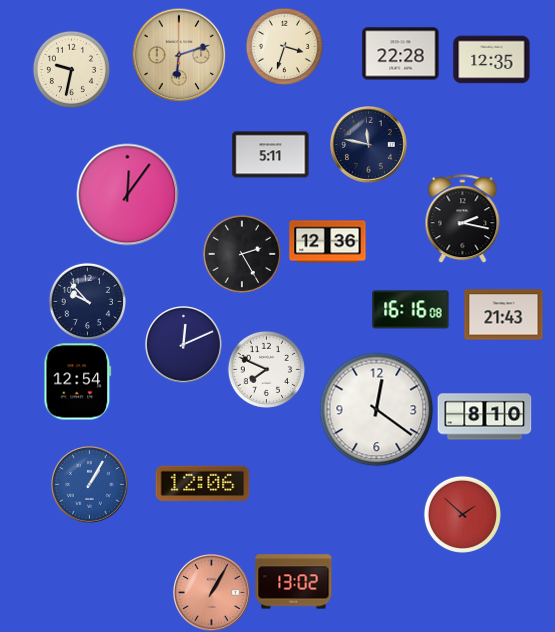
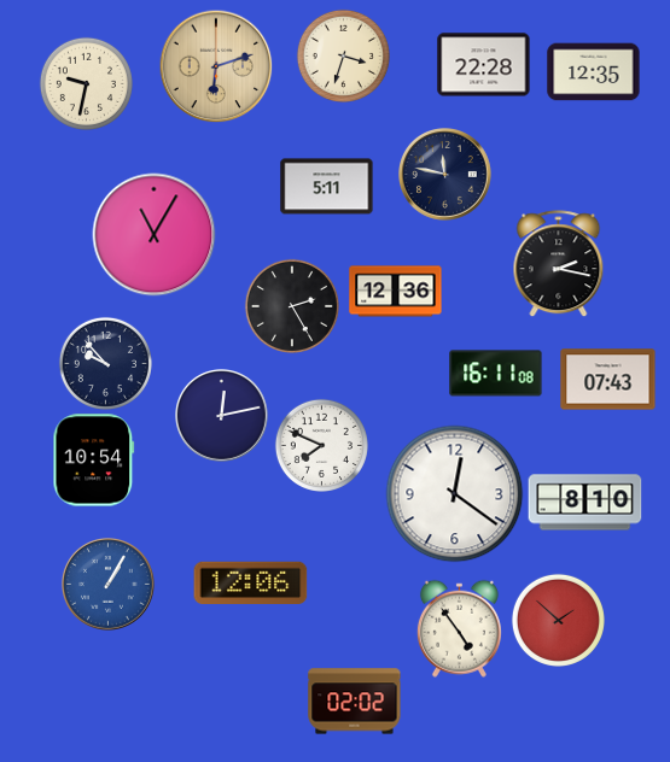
clock at (128, 195): 12:06 -> 11:05
clock at (411, 310): 16:16 -> 16:11
clock at (504, 315): 21:43 -> 07:43
clock at (184, 345): 12:11 -> 12:13
clock at (78, 382): 12:54 -> 10:54
clock at (203, 484) position: (203, 484) -> (251, 584)
clock at (459, 628): none -> 4:54
clock at (294, 582): 13:02 -> 02:02
clock at (212, 593): 1:05 -> none
